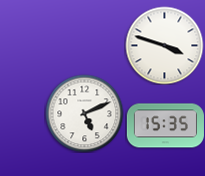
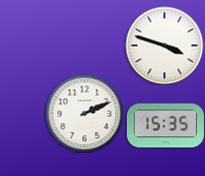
clock at (84, 113): 5:11 -> 2:11
